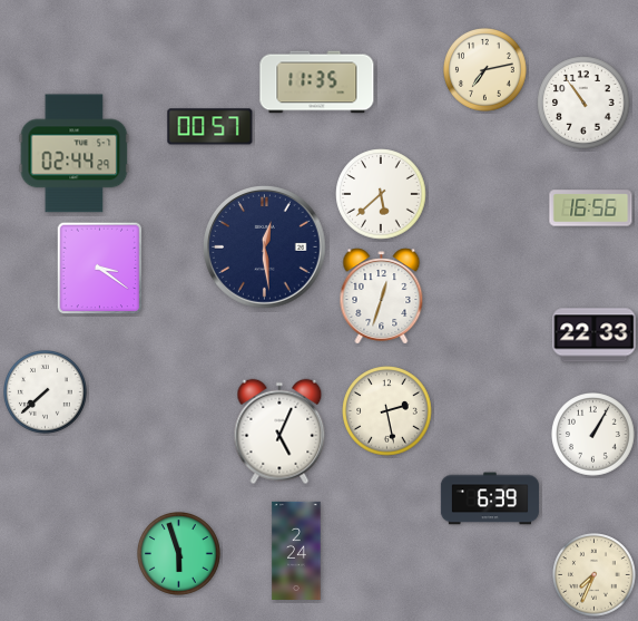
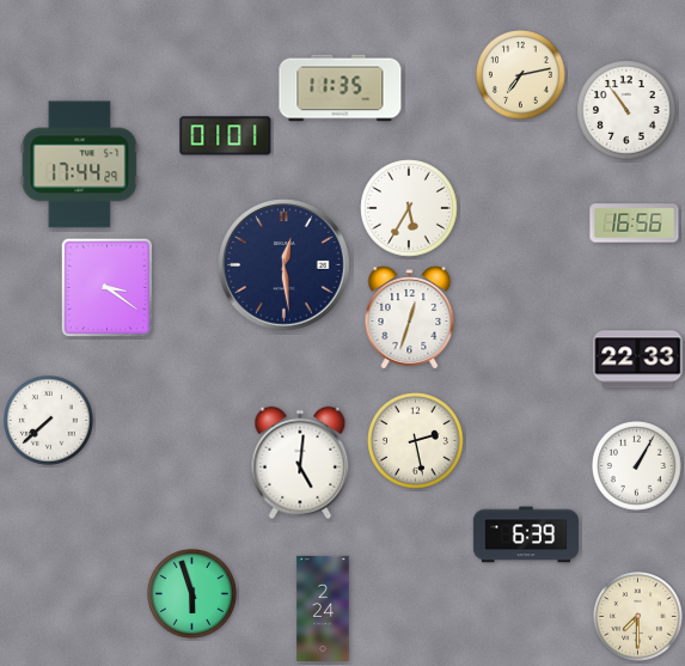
clock at (210, 127): 00:57 -> 01:01
clock at (75, 154): 02:44 -> 17:44
clock at (381, 194): 5:38 -> 5:35
clock at (279, 431): 5:04 -> 5:01
clock at (296, 550) position: (296, 550) -> (323, 607)
clock at (595, 575): 7:34 -> 7:30
